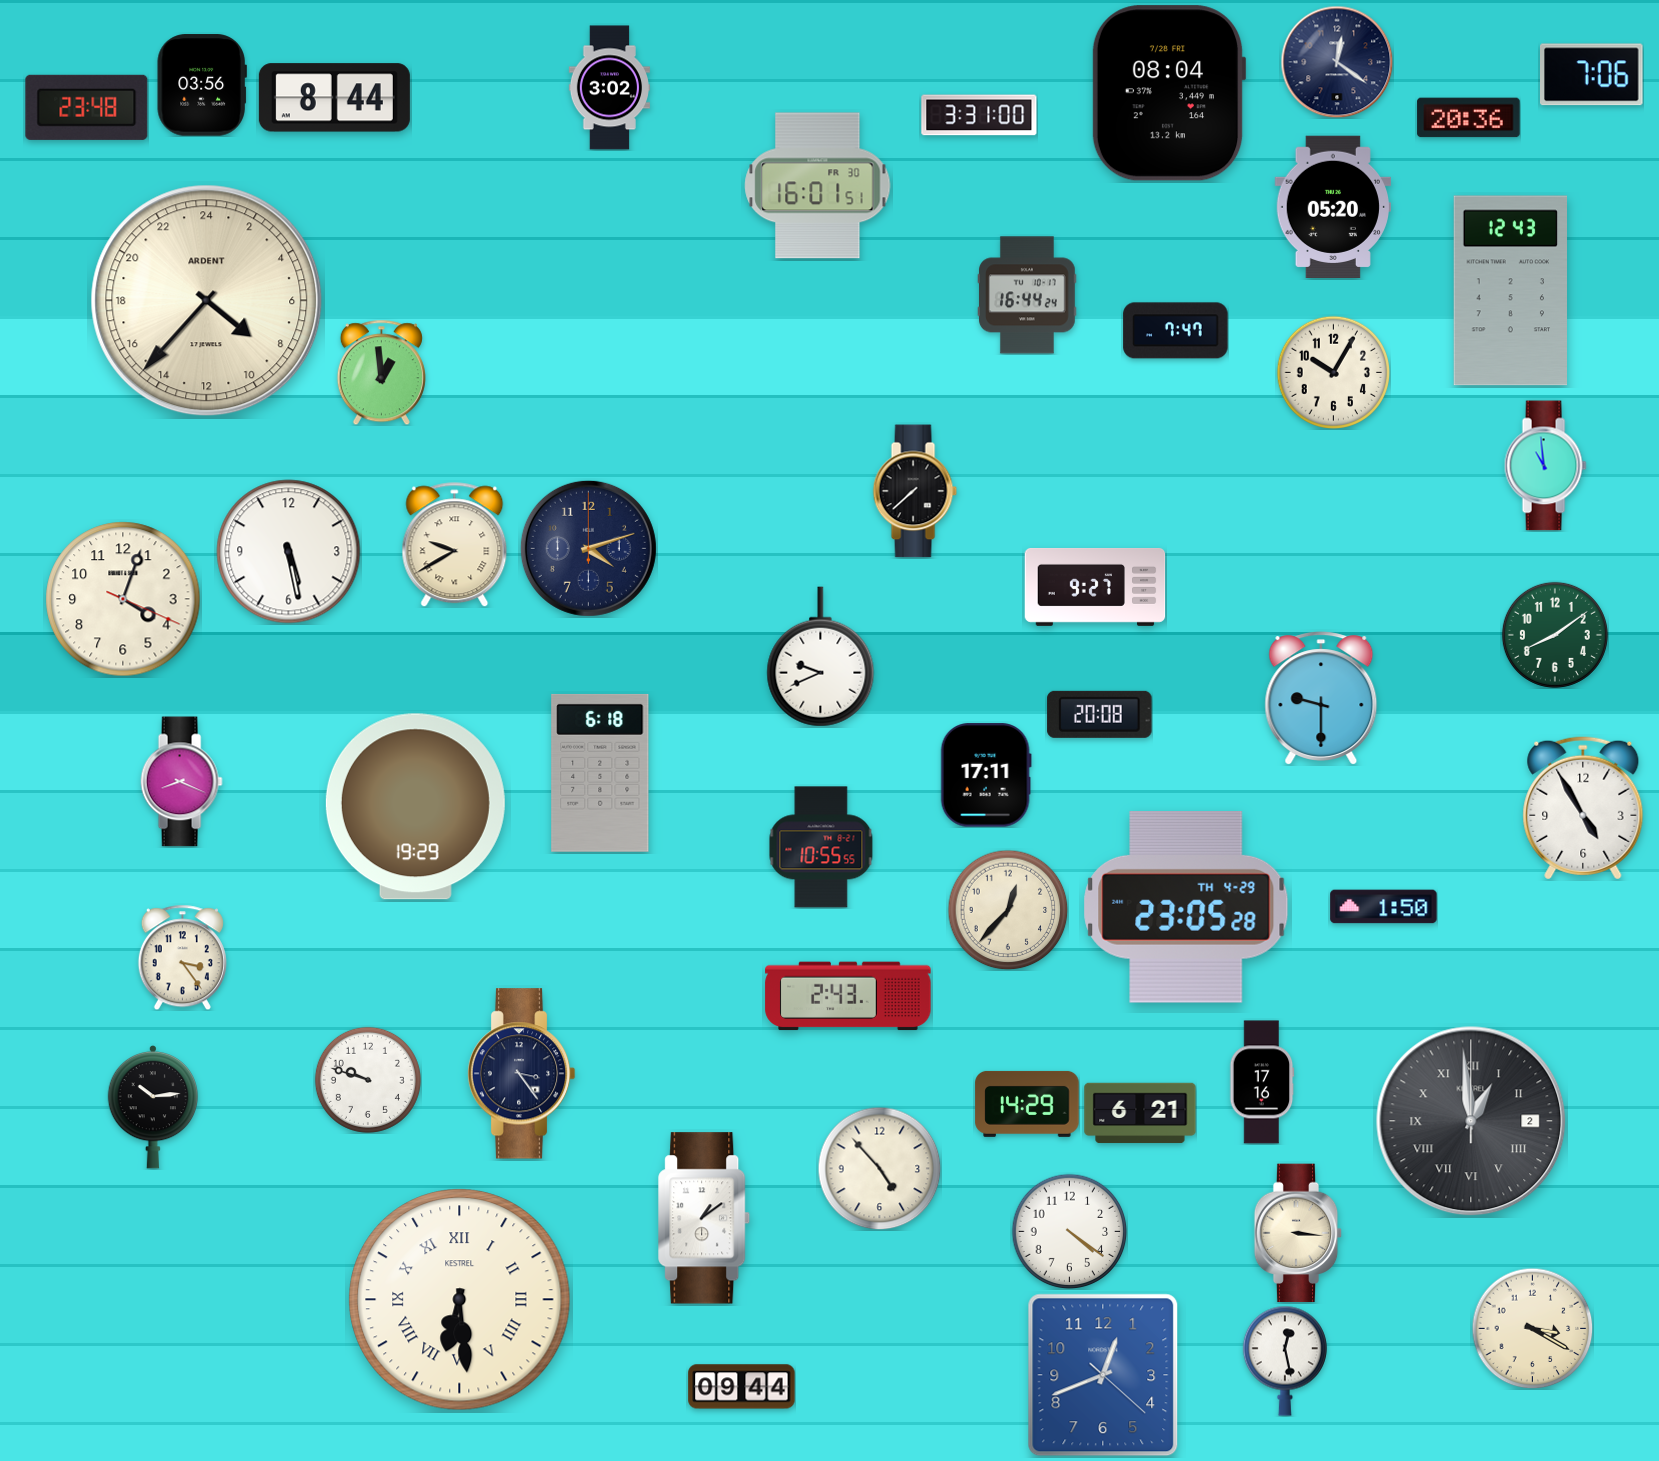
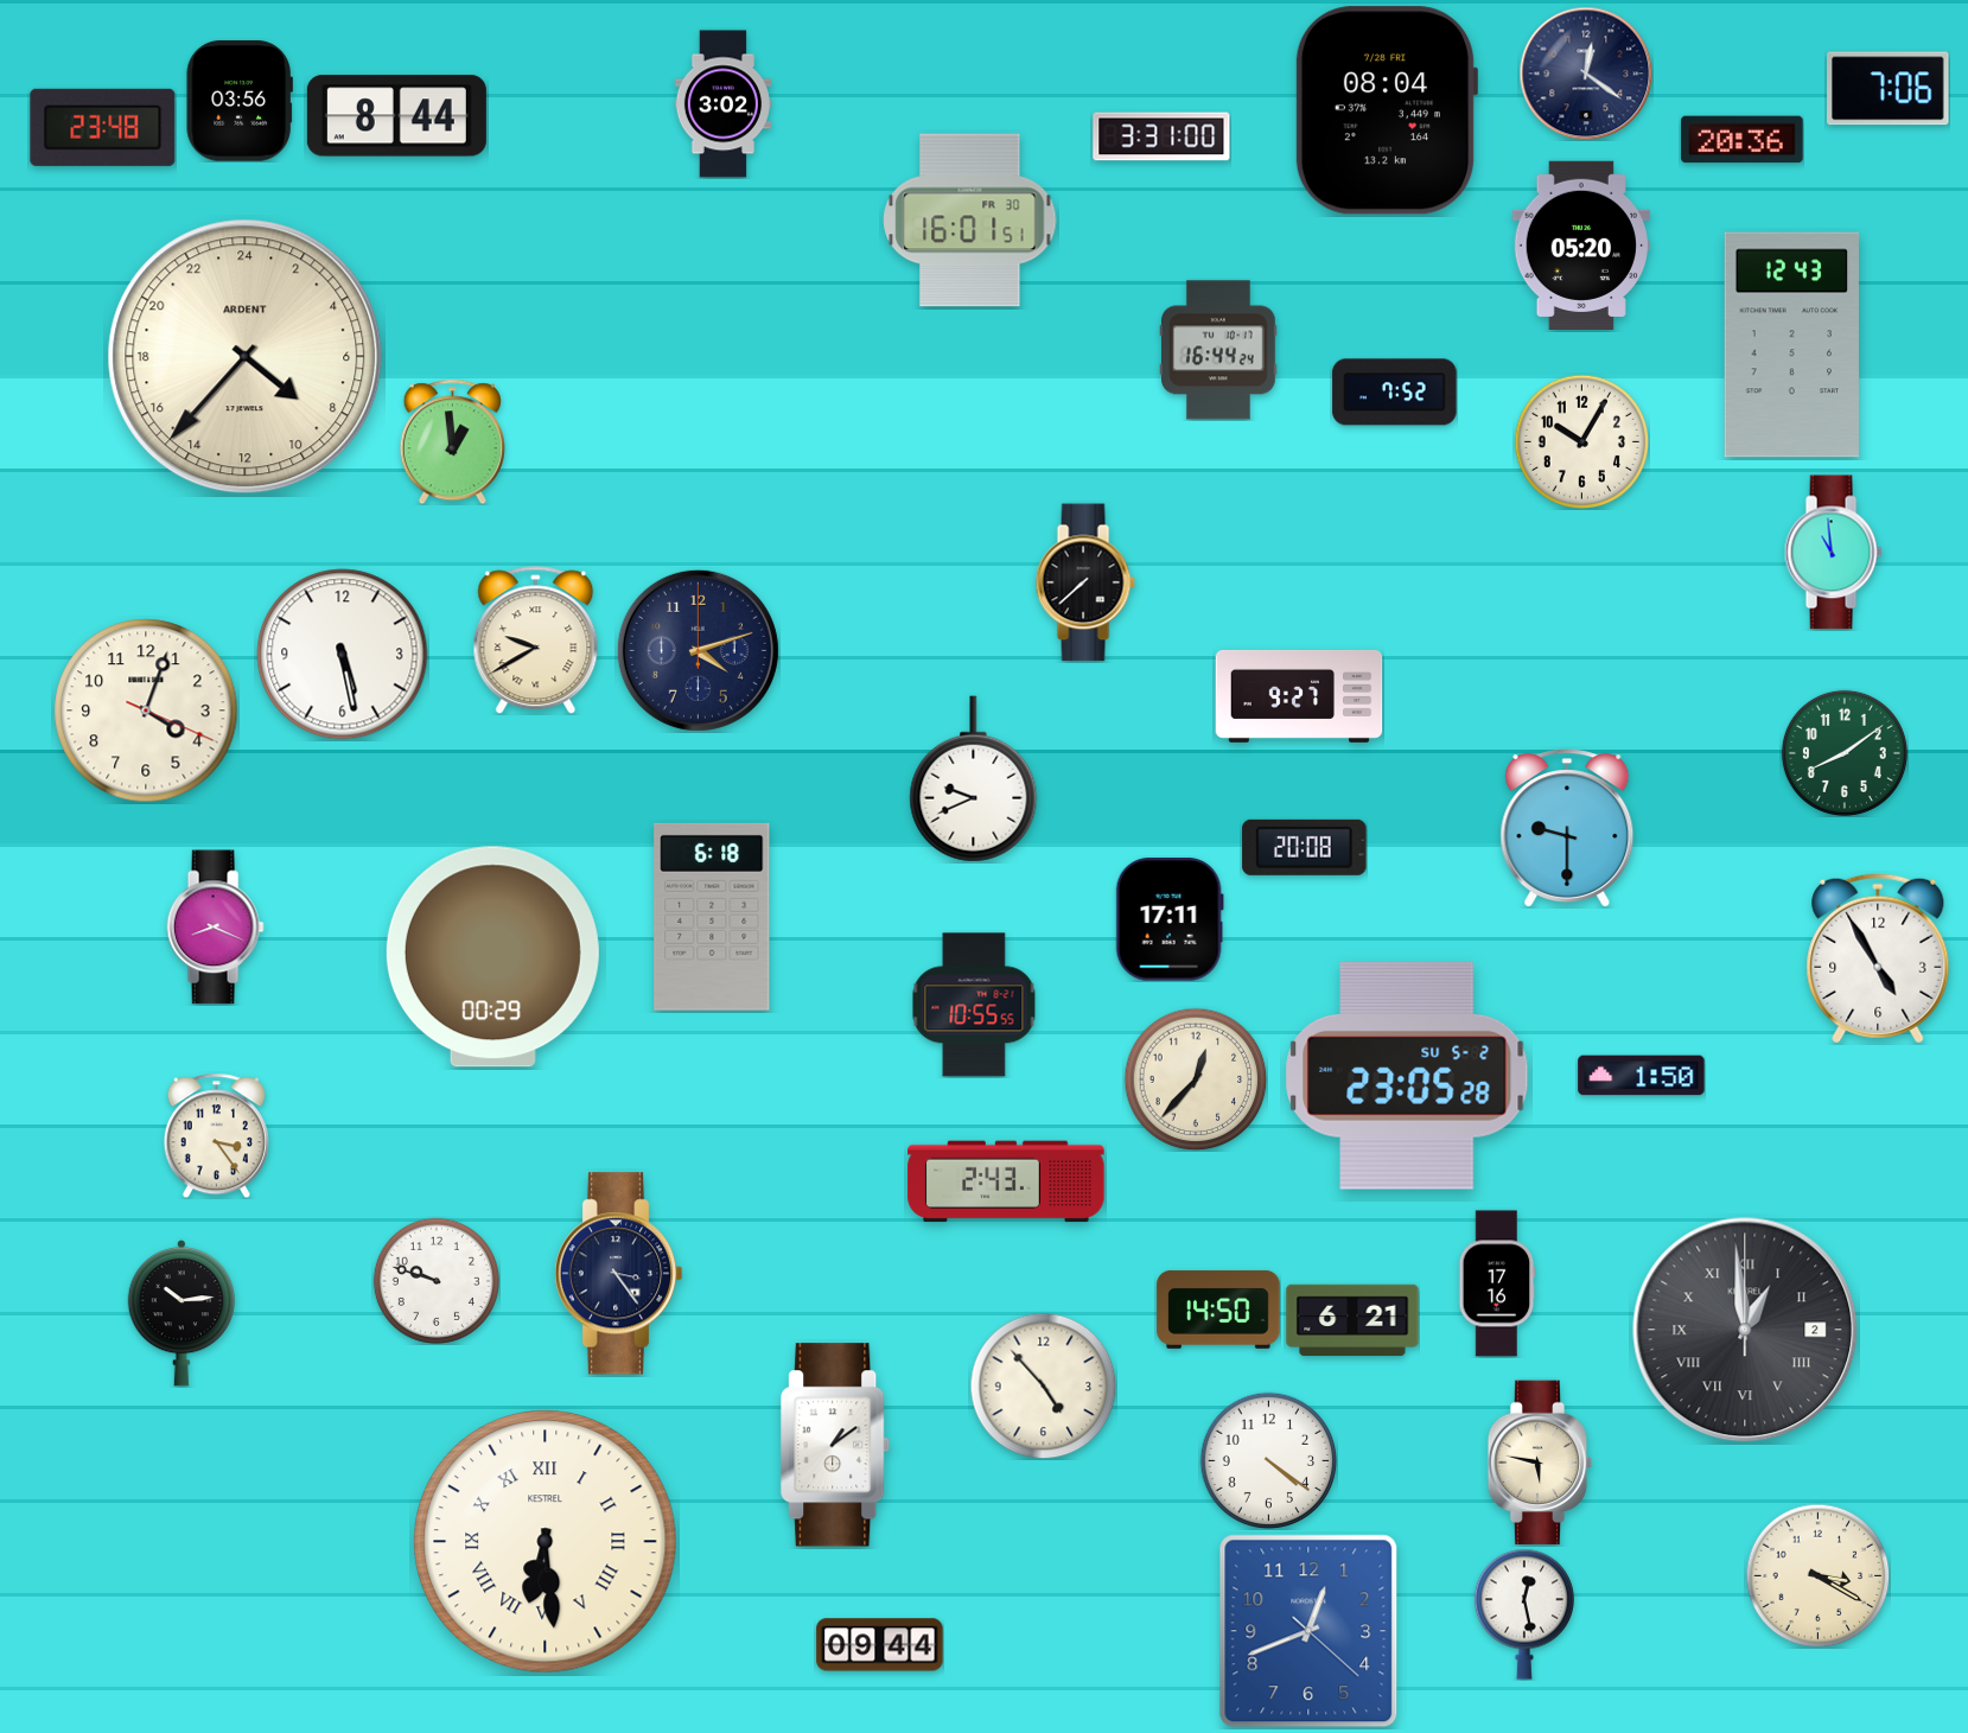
clock at (1176, 331): 7:47 -> 7:52
clock at (455, 545) position: (455, 545) -> (536, 641)
clock at (415, 807): 19:29 -> 00:29
clock at (1186, 907) date: TH 4-29 -> SU 5-2
clock at (1027, 1104): 14:29 -> 14:50
clock at (1298, 1233): 3:16 -> 5:47
